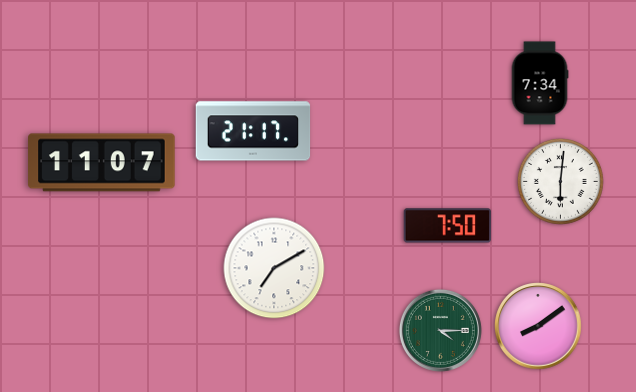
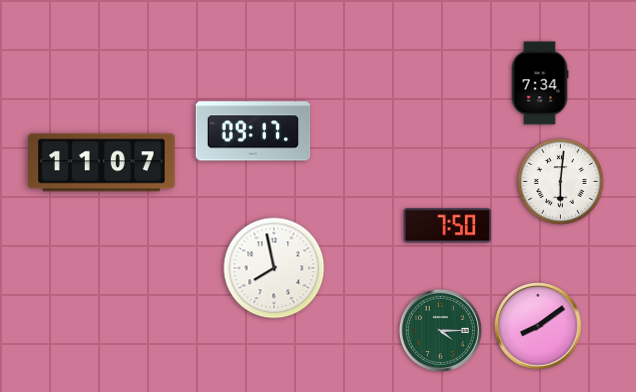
clock at (253, 131): 21:17 -> 09:17
clock at (274, 268): 7:10 -> 7:58
